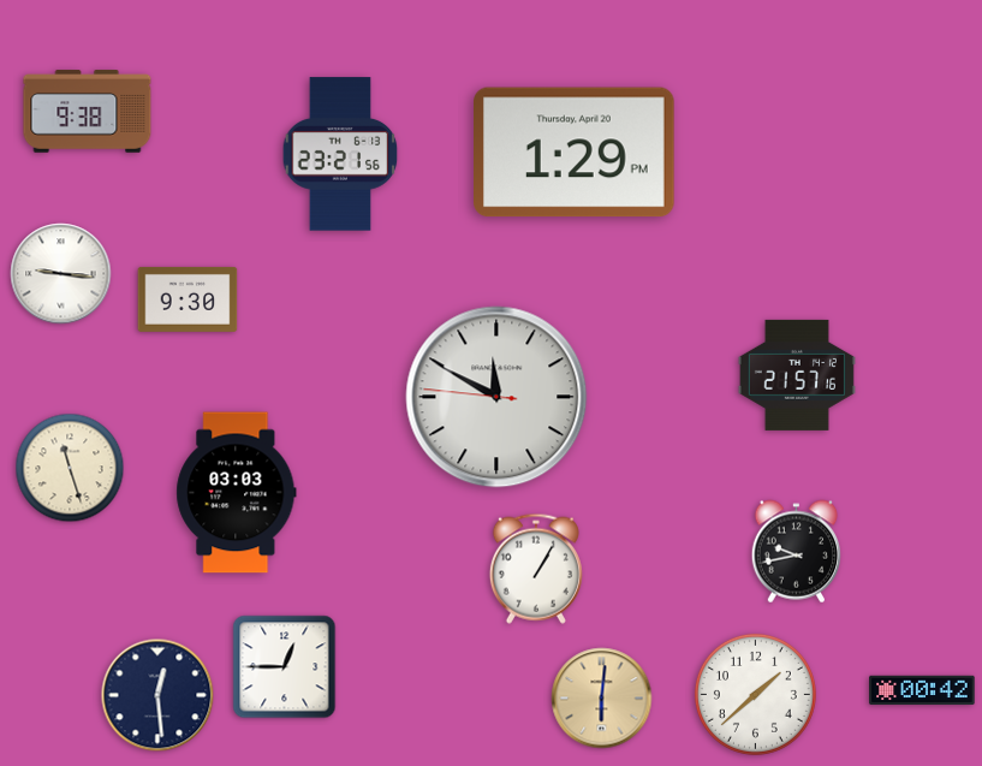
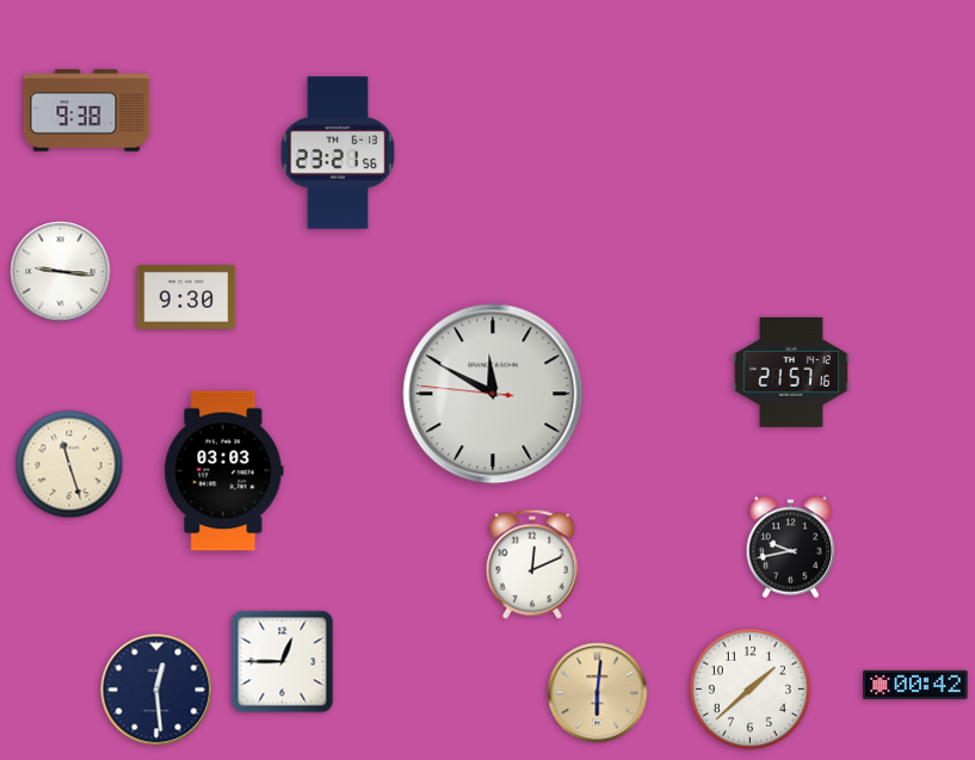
clock at (575, 153): 1:29 -> none
clock at (237, 493) position: (237, 493) -> (224, 471)
clock at (536, 569): 1:05 -> 12:11
